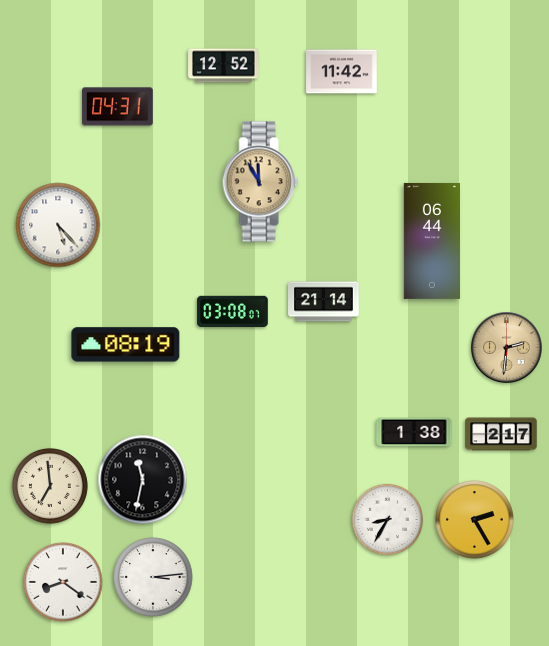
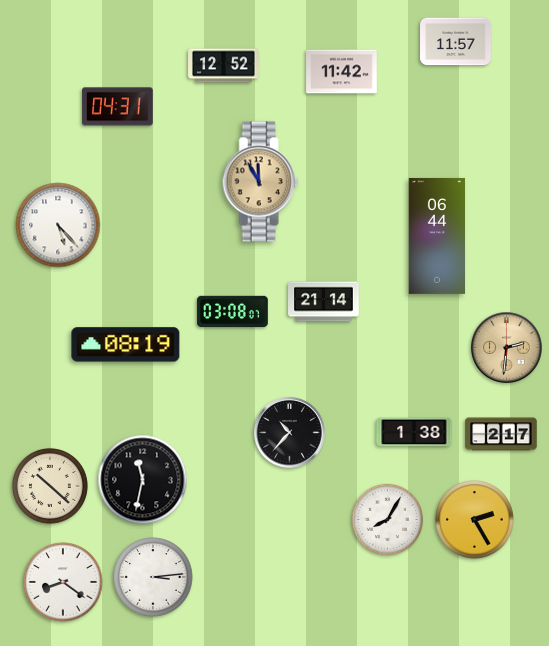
clock at (456, 42): none -> 11:57
clock at (431, 241) position: (431, 241) -> (436, 236)
clock at (290, 433): none -> 10:37
clock at (50, 486): 6:59 -> 10:22
clock at (387, 519): 8:35 -> 8:05
